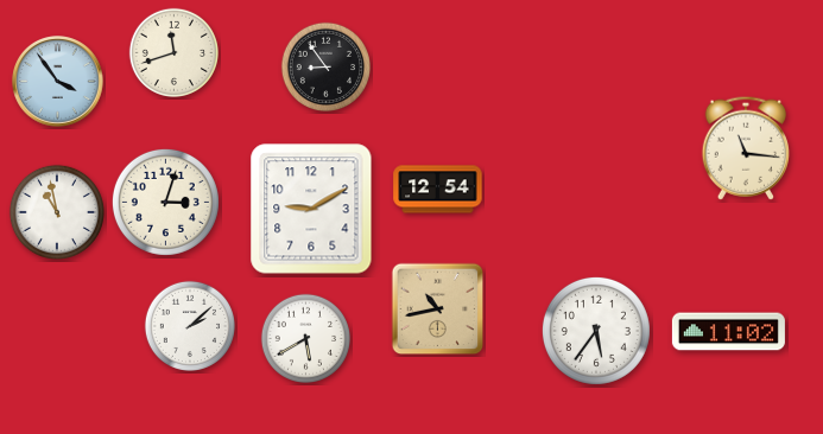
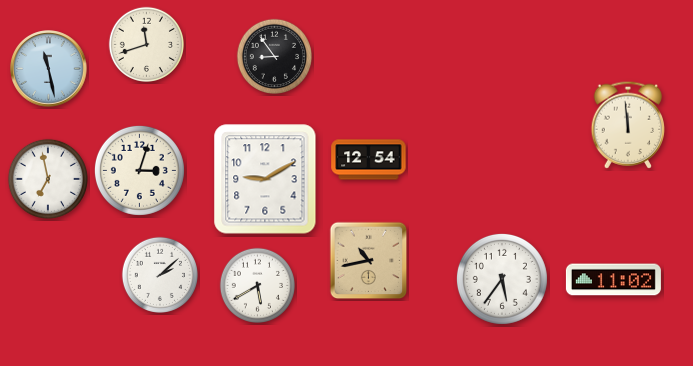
clock at (58, 82): 3:54 -> 11:28
clock at (745, 148): 11:16 -> 11:59
clock at (311, 209) position: (311, 209) -> (265, 179)
clock at (57, 212): 10:58 -> 6:58
